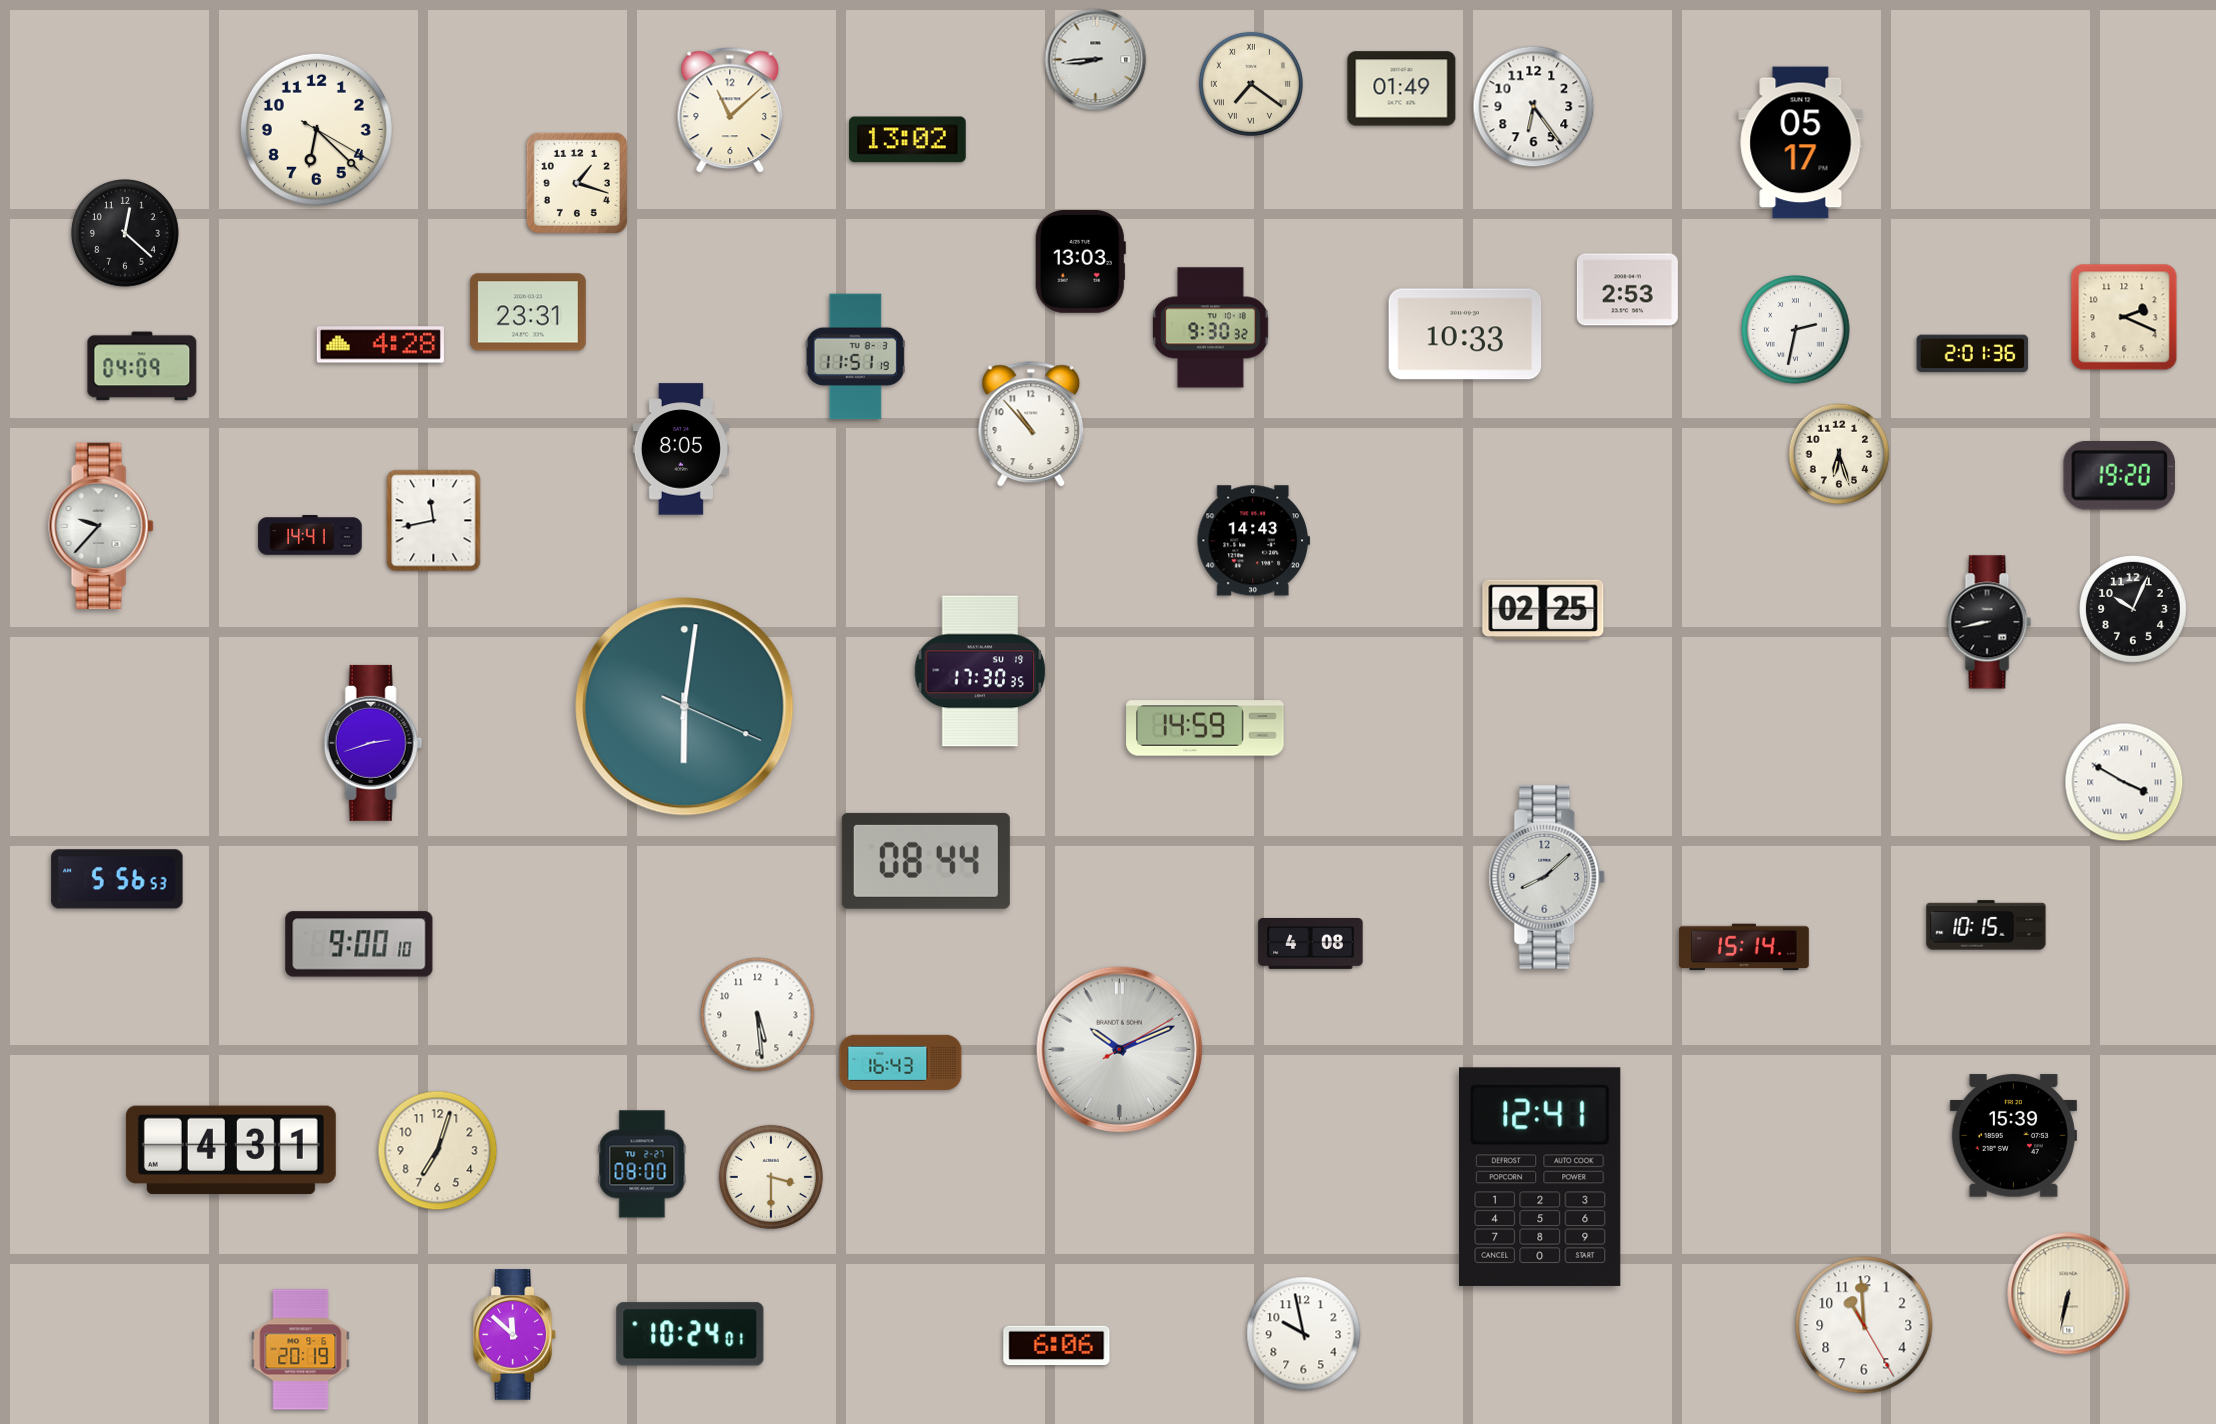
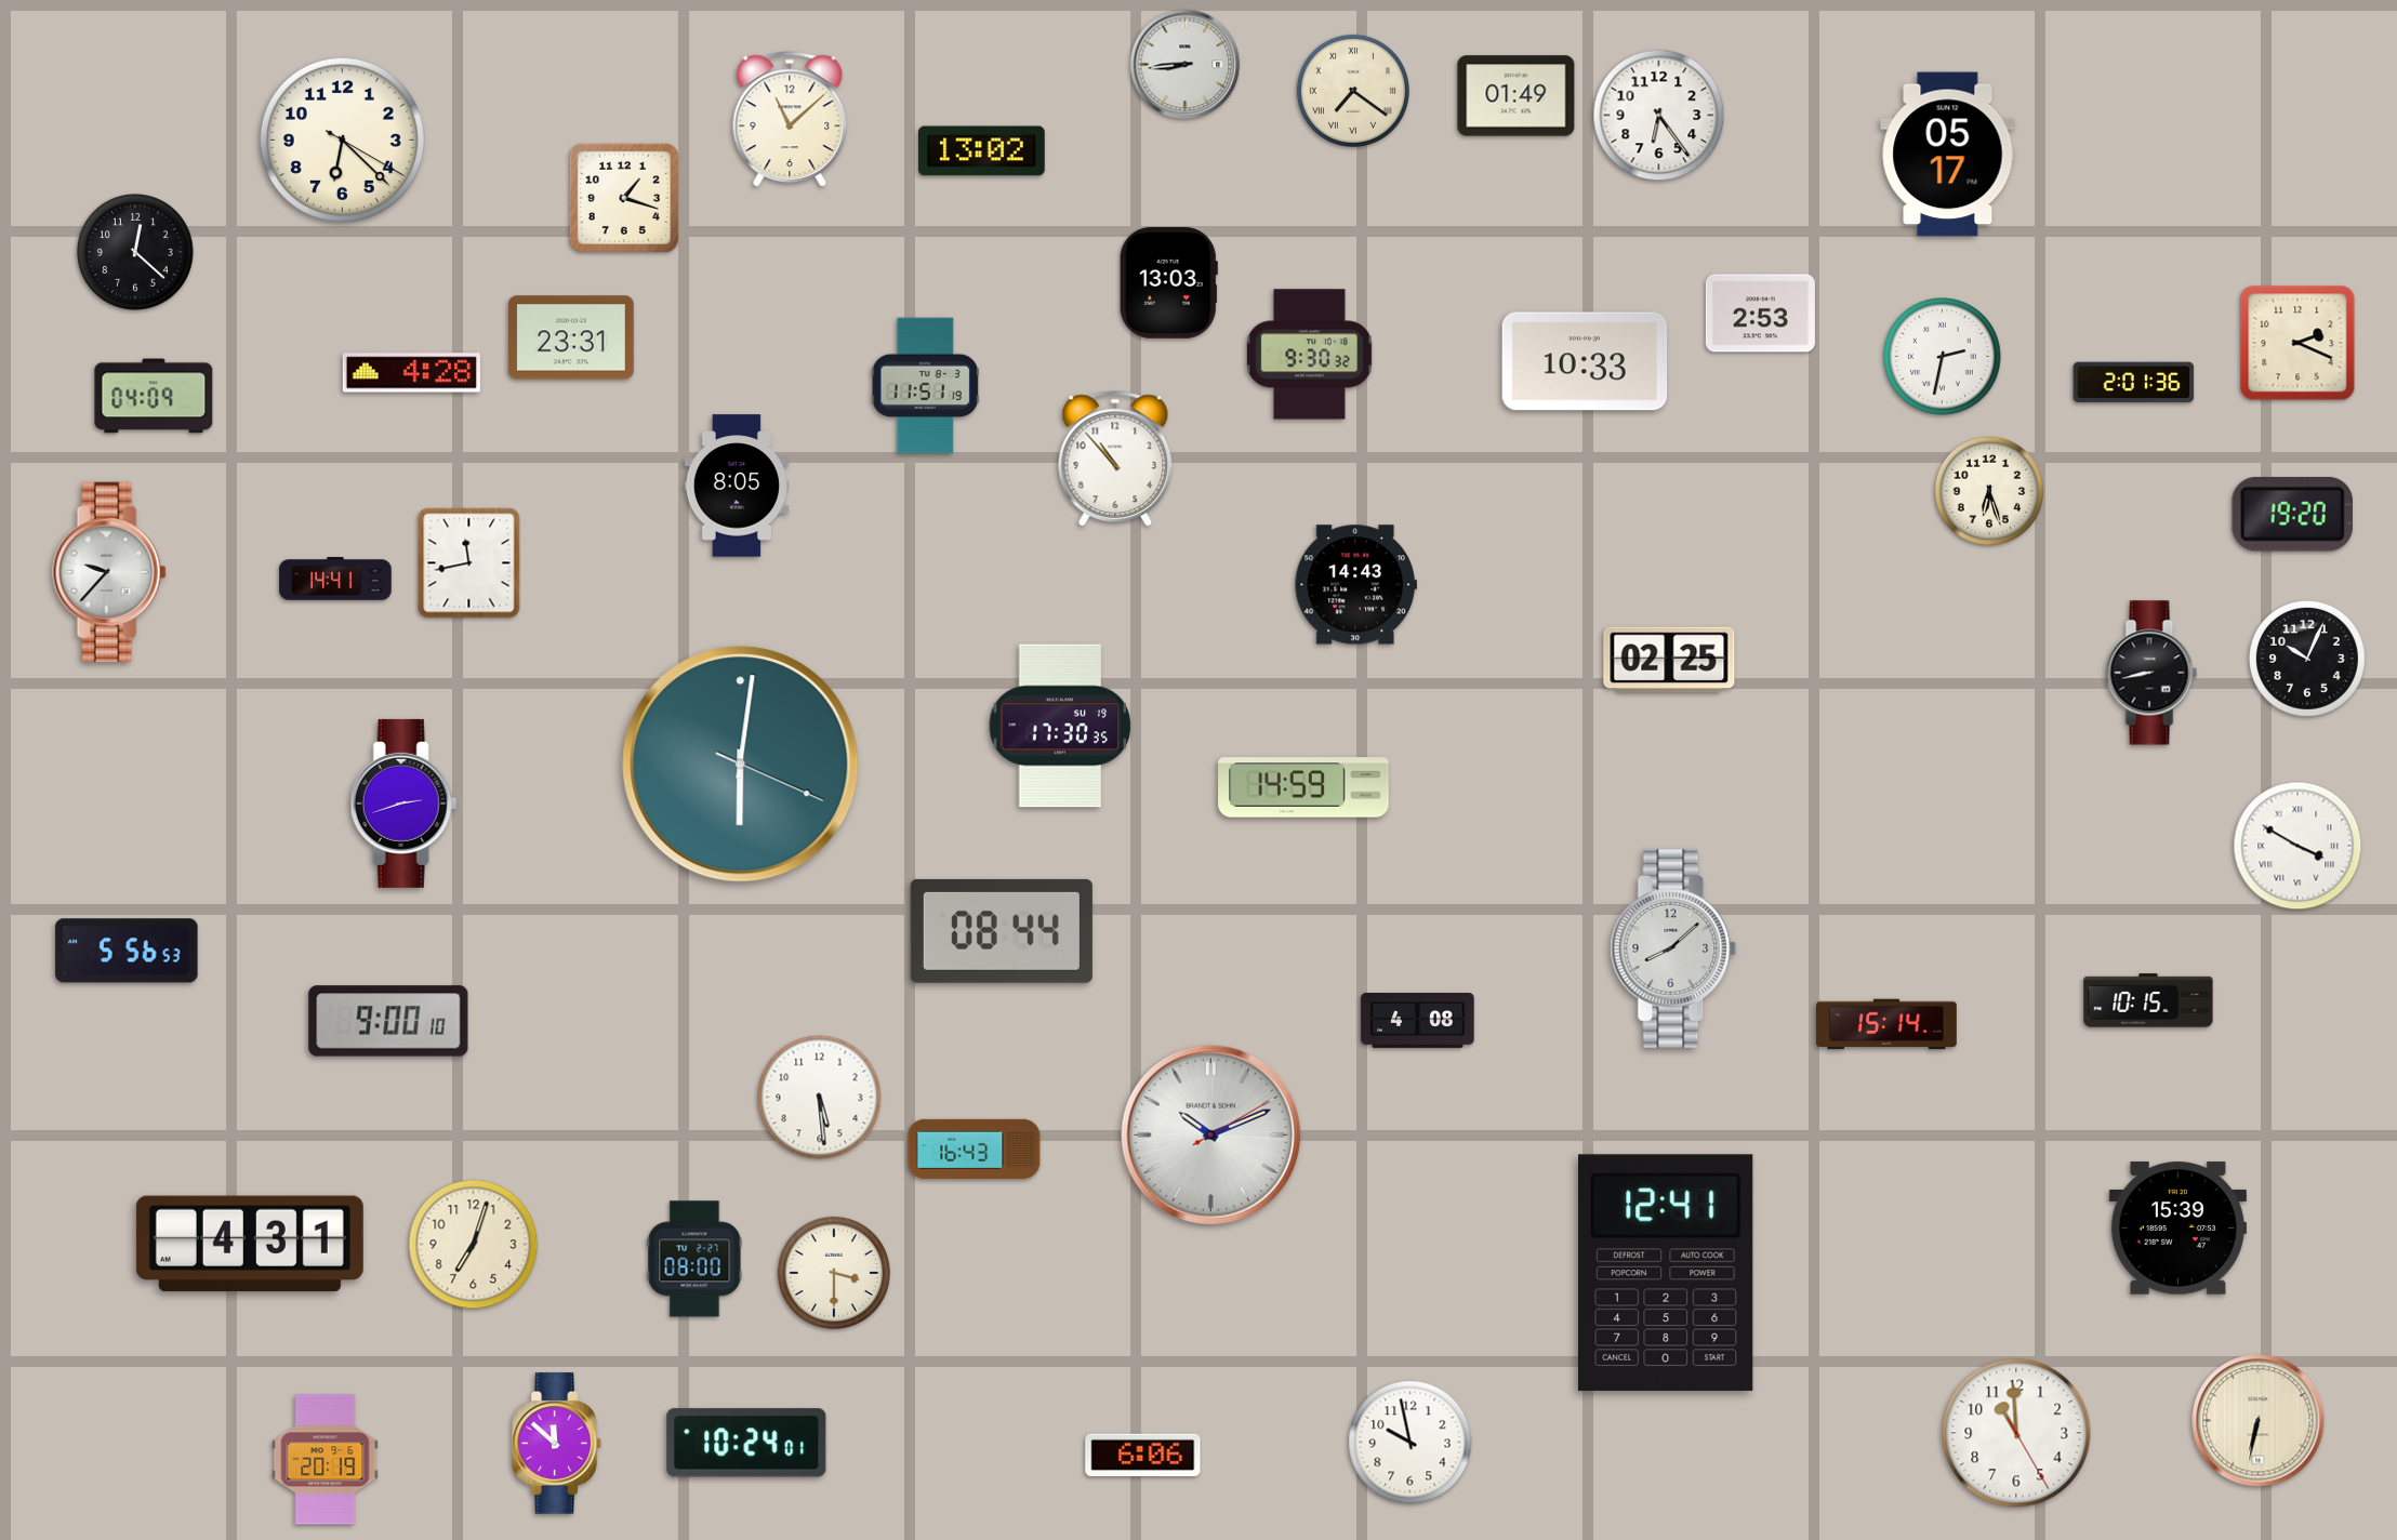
clock at (101, 525) position: (101, 525) -> (109, 571)
clock at (2069, 1294) position: (2069, 1294) -> (2259, 1421)
